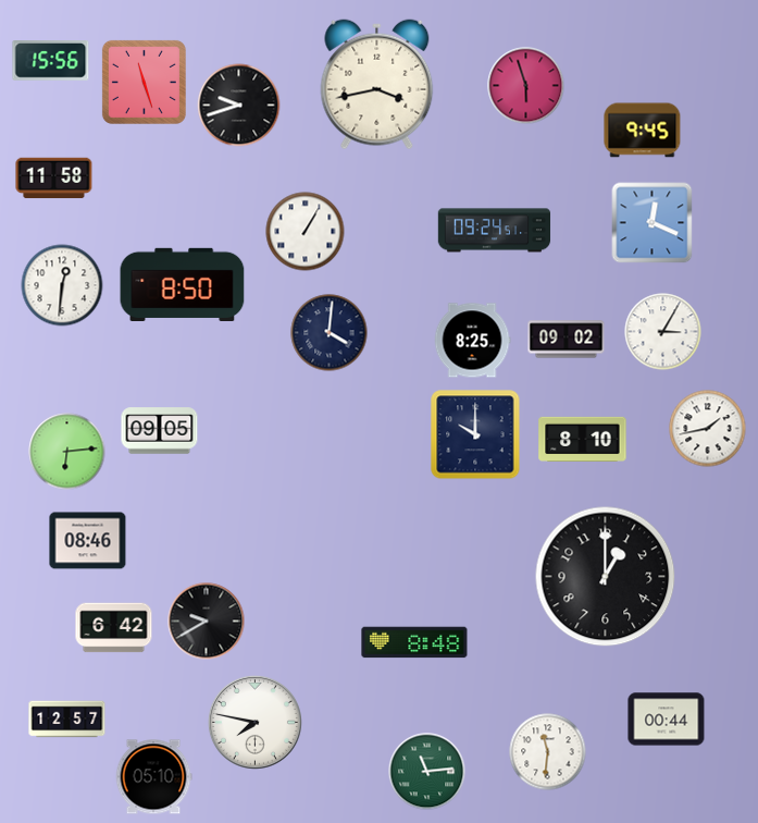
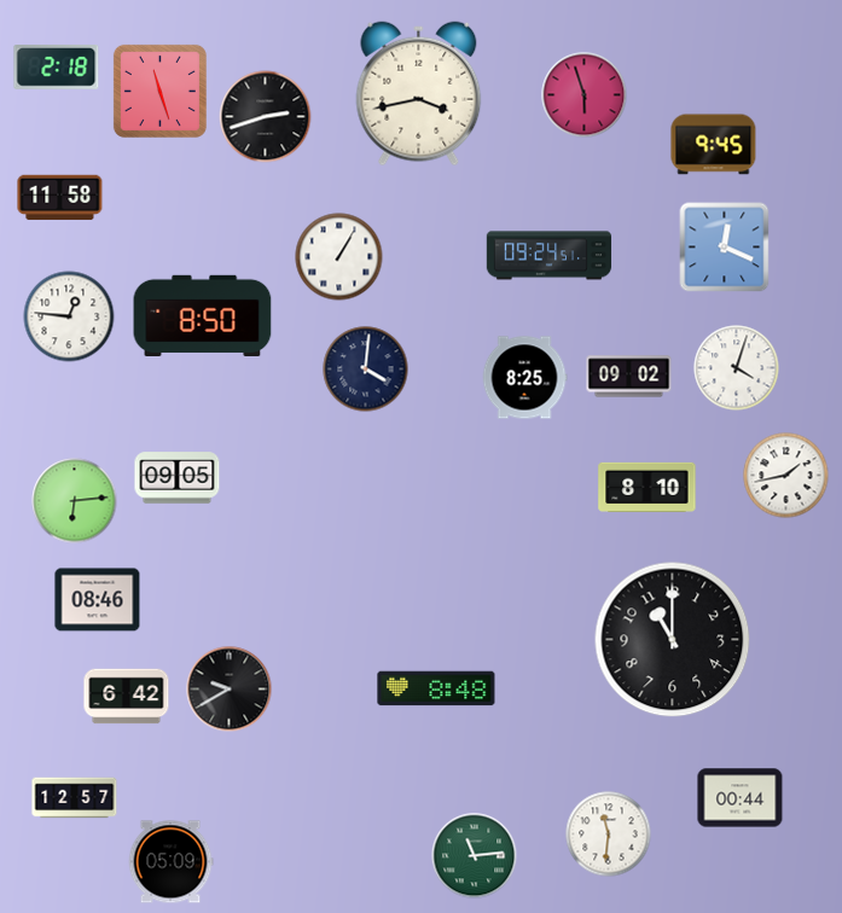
clock at (51, 61): 15:56 -> 2:18
clock at (239, 106): 9:42 -> 2:42
clock at (62, 285): 12:31 -> 12:46
clock at (663, 332): 3:05 -> 4:03
clock at (475, 434): 10:00 -> none
clock at (606, 577): 1:00 -> 11:00
clock at (414, 642) position: (414, 642) -> (436, 688)
clock at (254, 722): 7:47 -> none
clock at (153, 777): 05:10 -> 05:09
